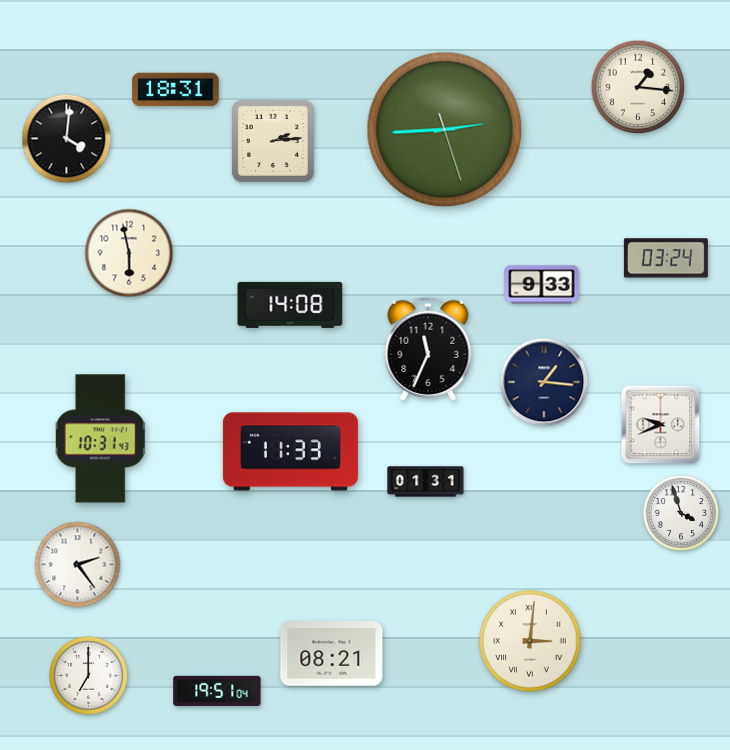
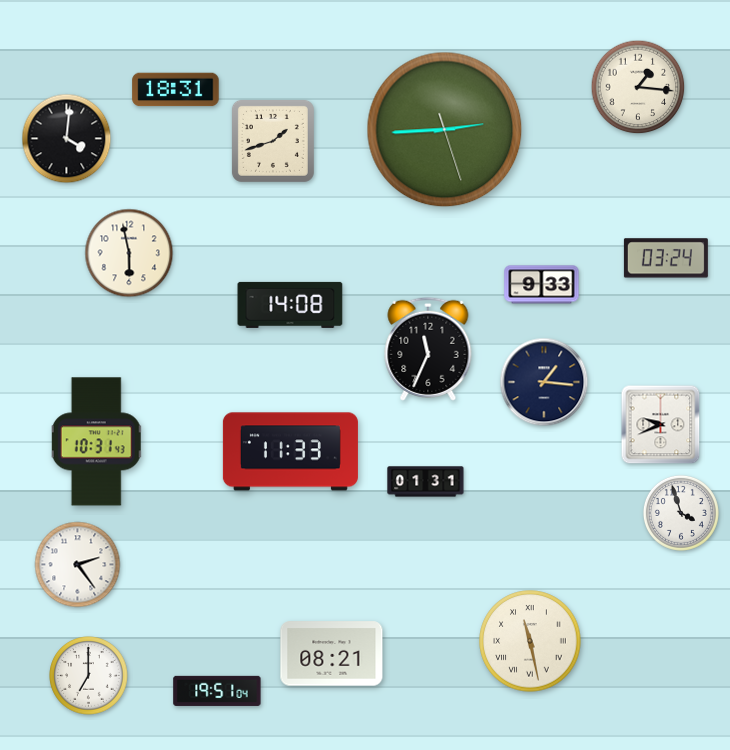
clock at (273, 141): 2:14 -> 1:42
clock at (101, 439) position: (101, 439) -> (97, 442)
clock at (530, 641): 3:01 -> 11:28
